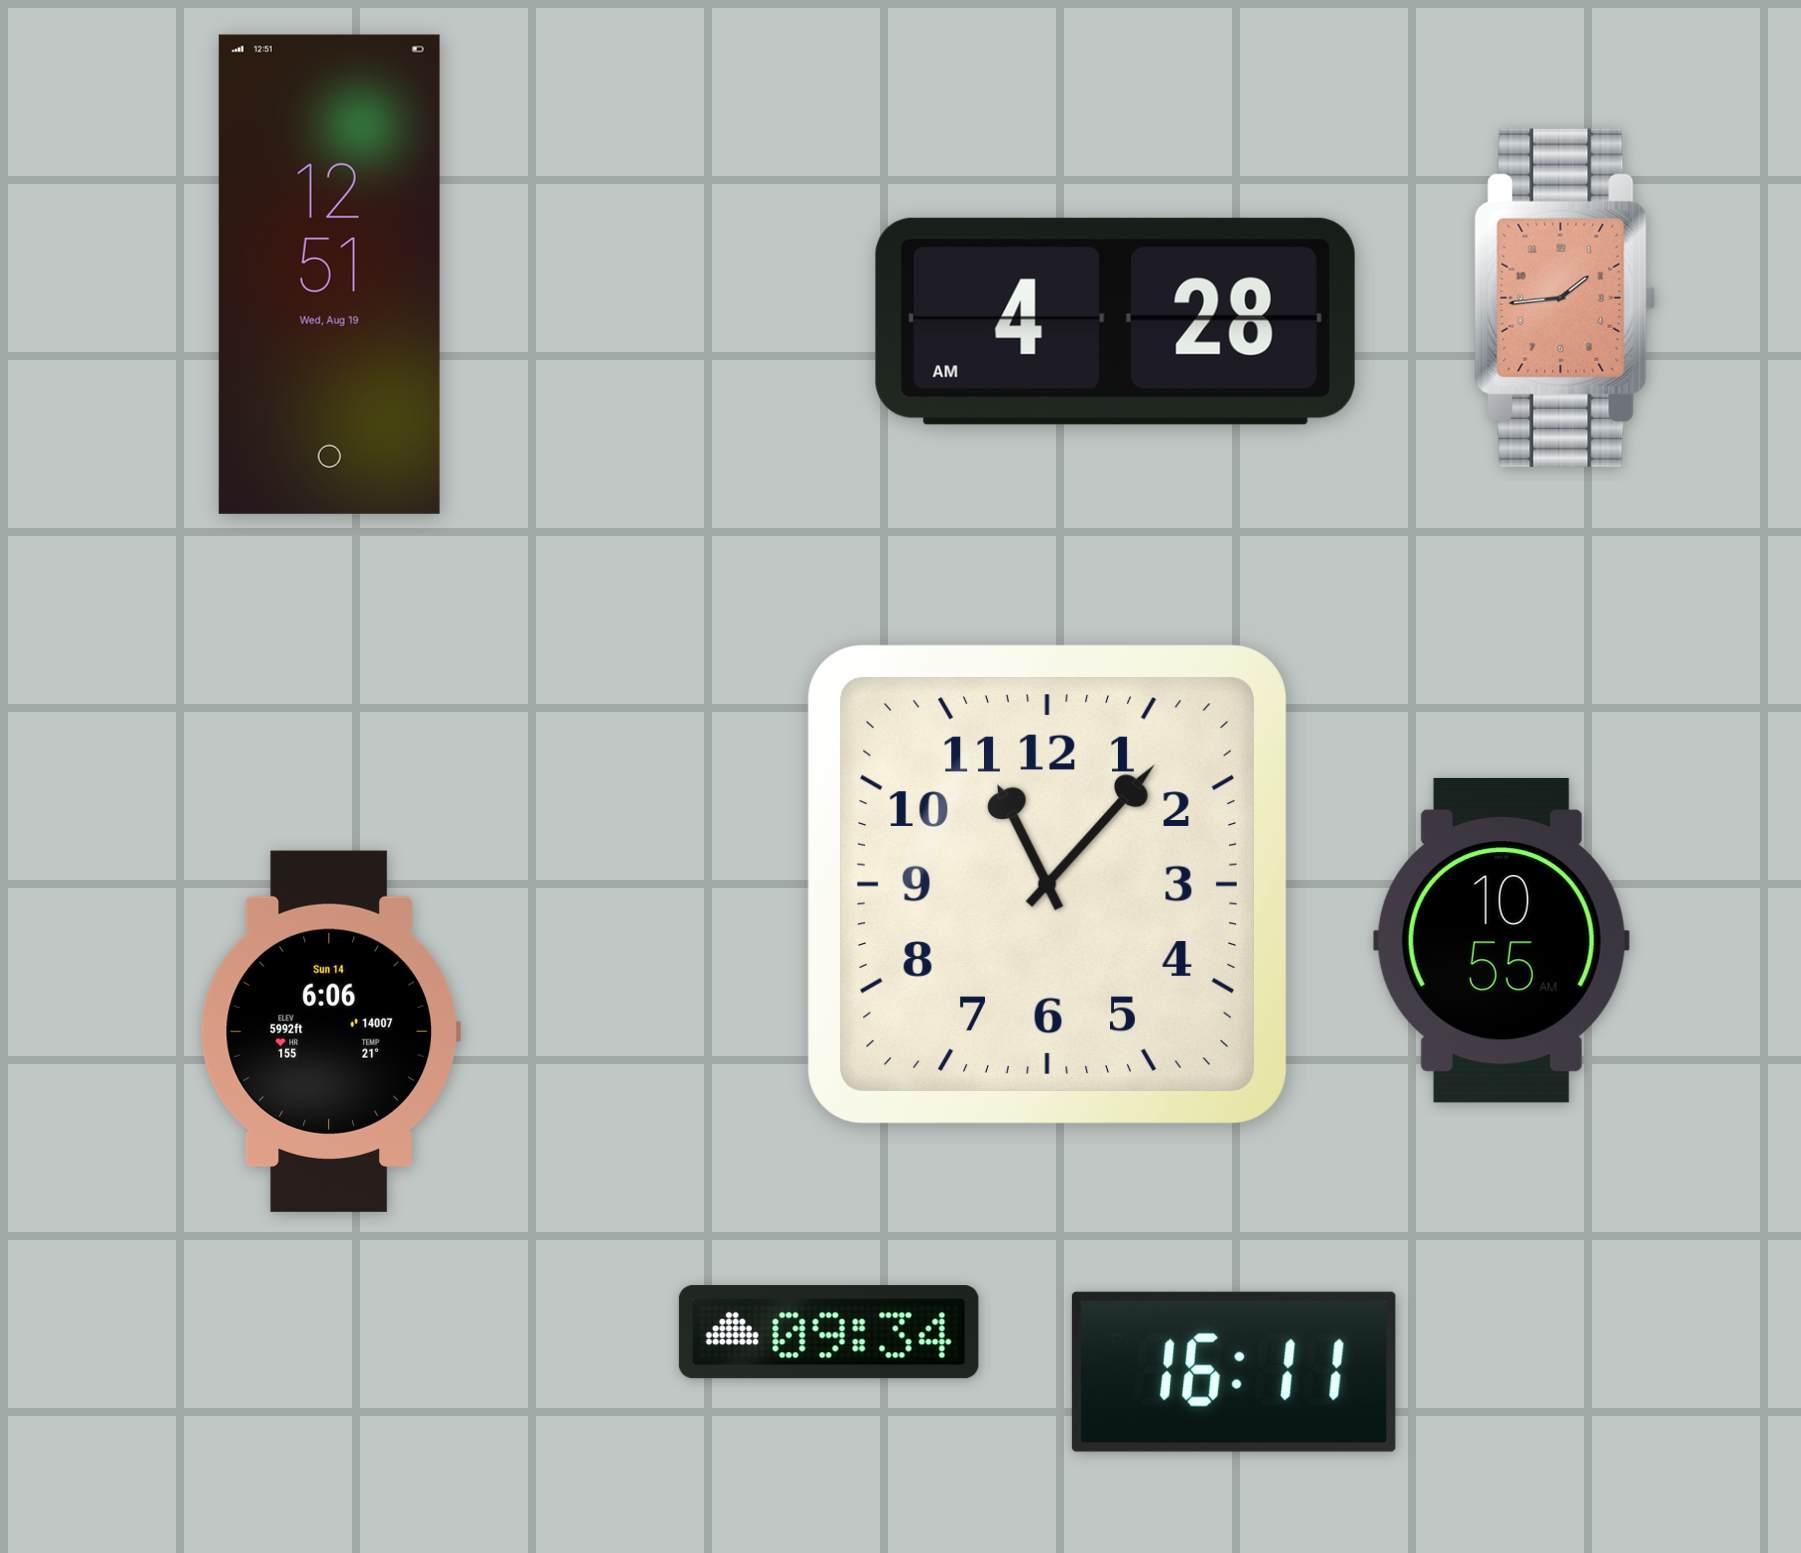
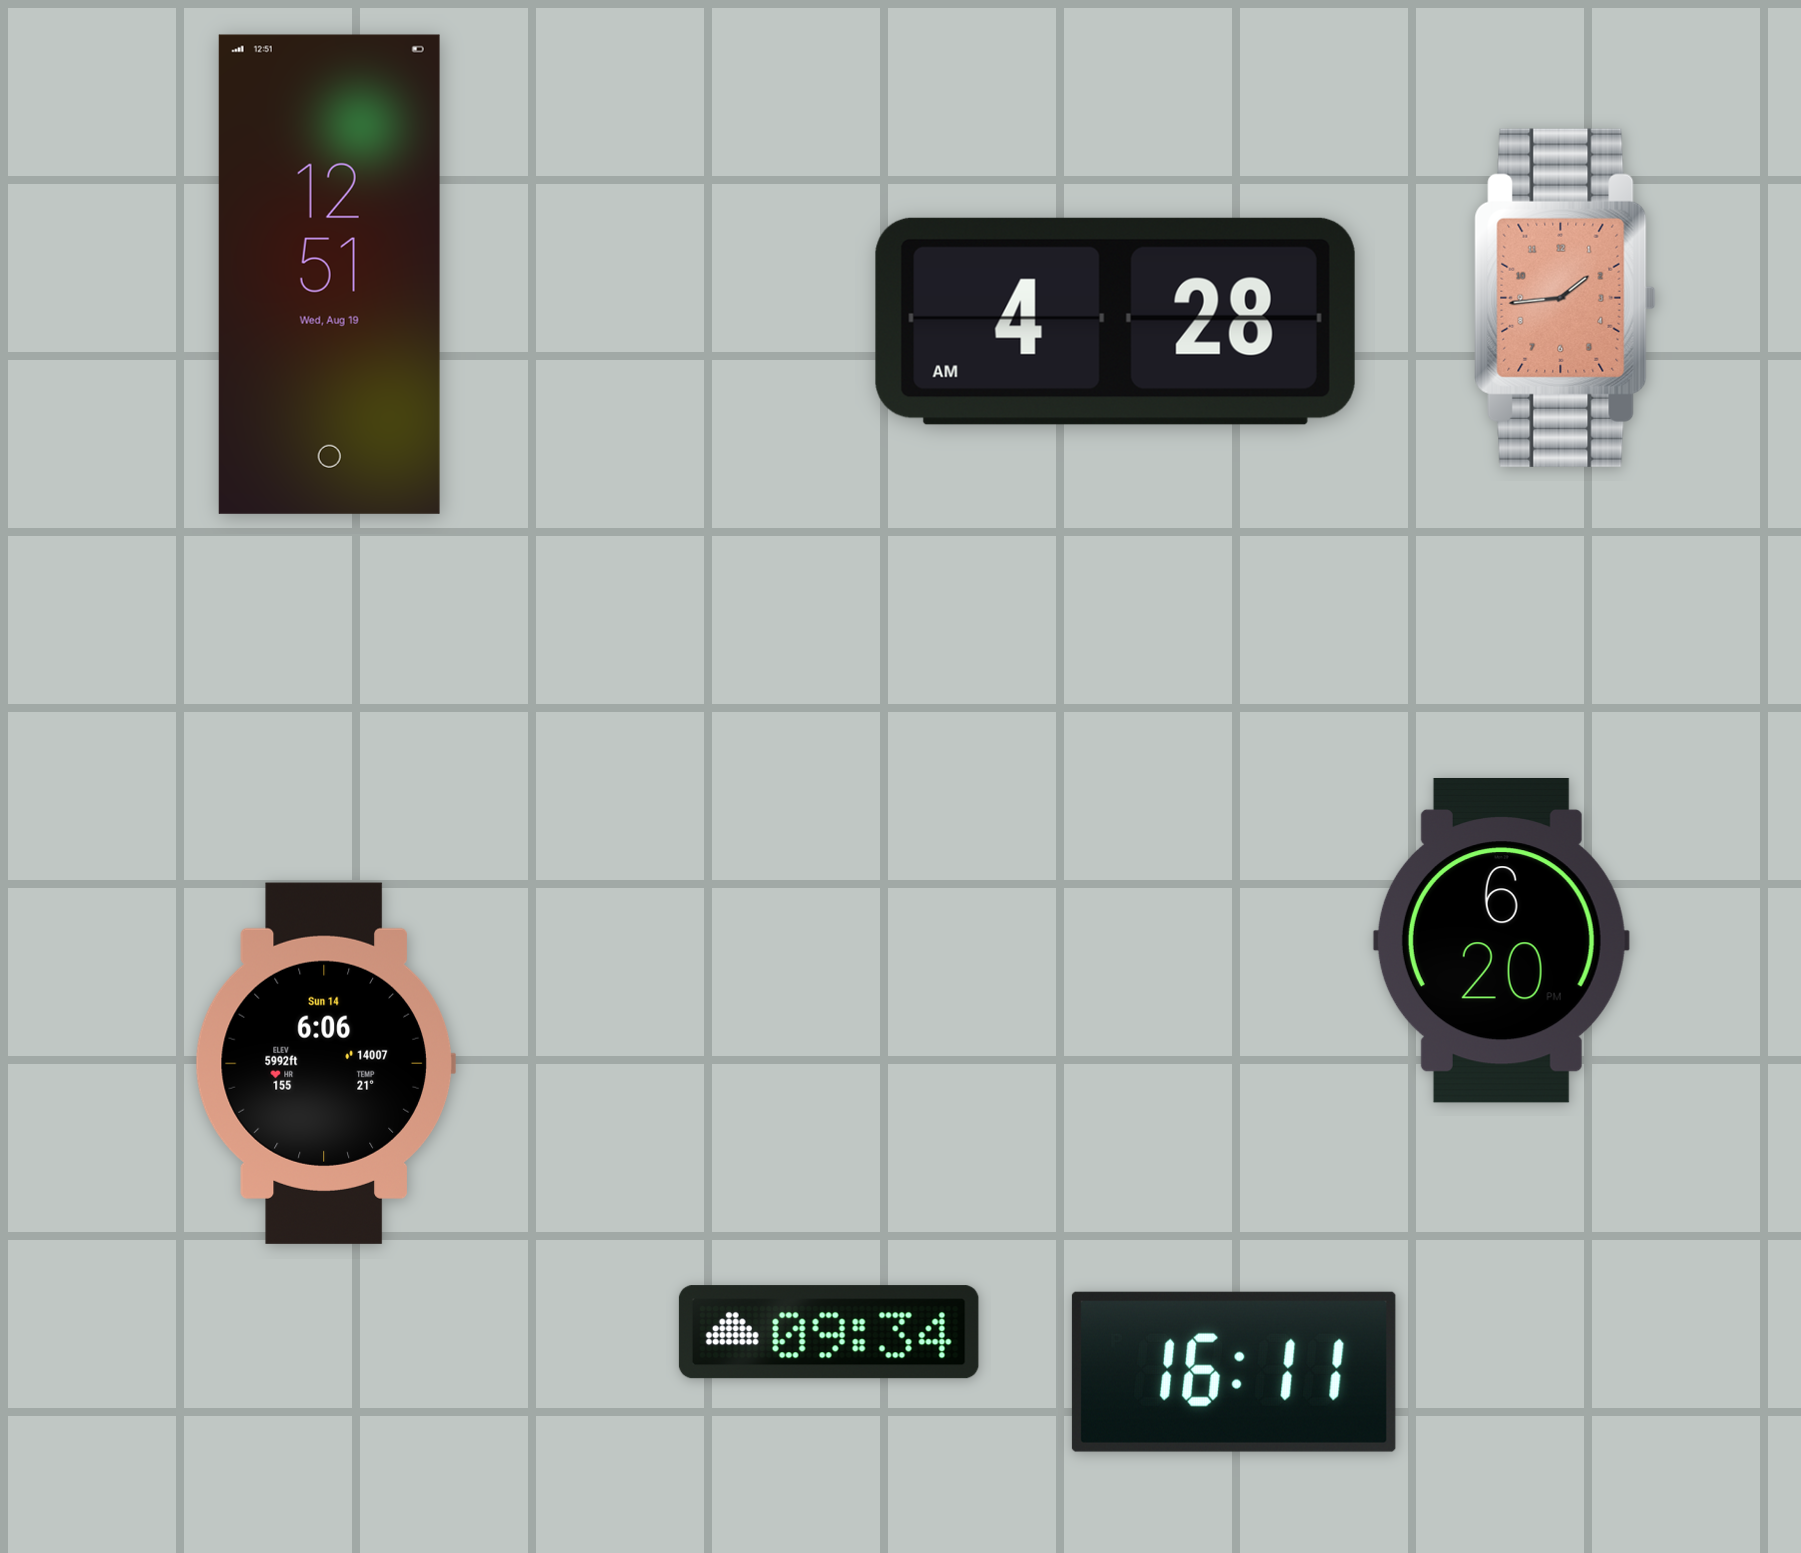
clock at (1048, 885): 11:07 -> none
clock at (1501, 940): 10:55 -> 6:20
clock at (330, 1031) position: (330, 1031) -> (325, 1063)
